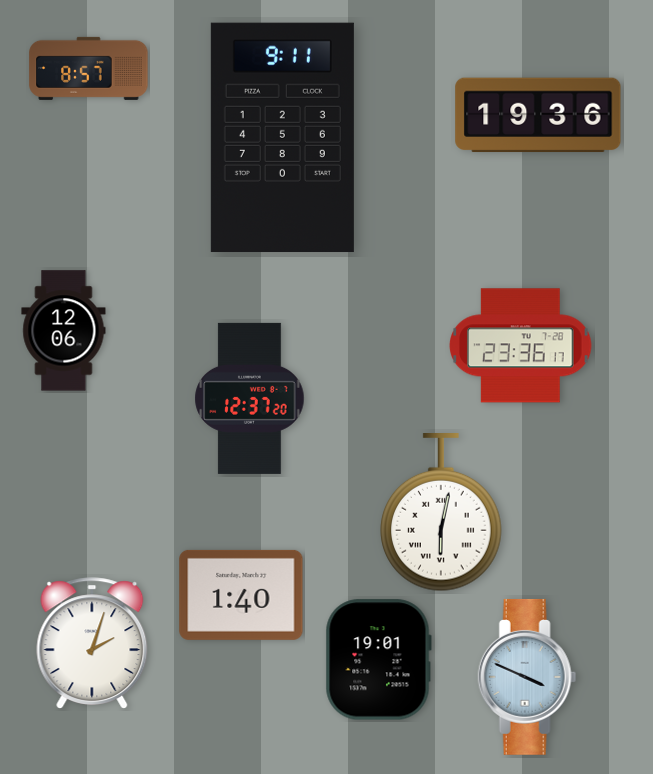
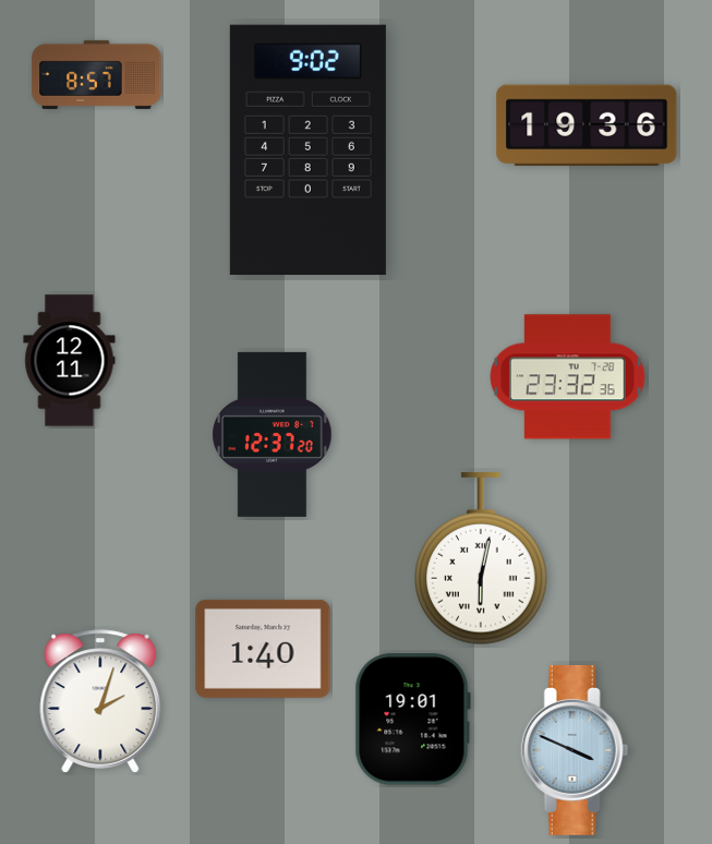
clock at (282, 138): 9:11 -> 9:02
clock at (64, 331): 12:06 -> 12:11
clock at (521, 346): 23:36 -> 23:32
clock at (527, 677) position: (527, 677) -> (575, 750)
